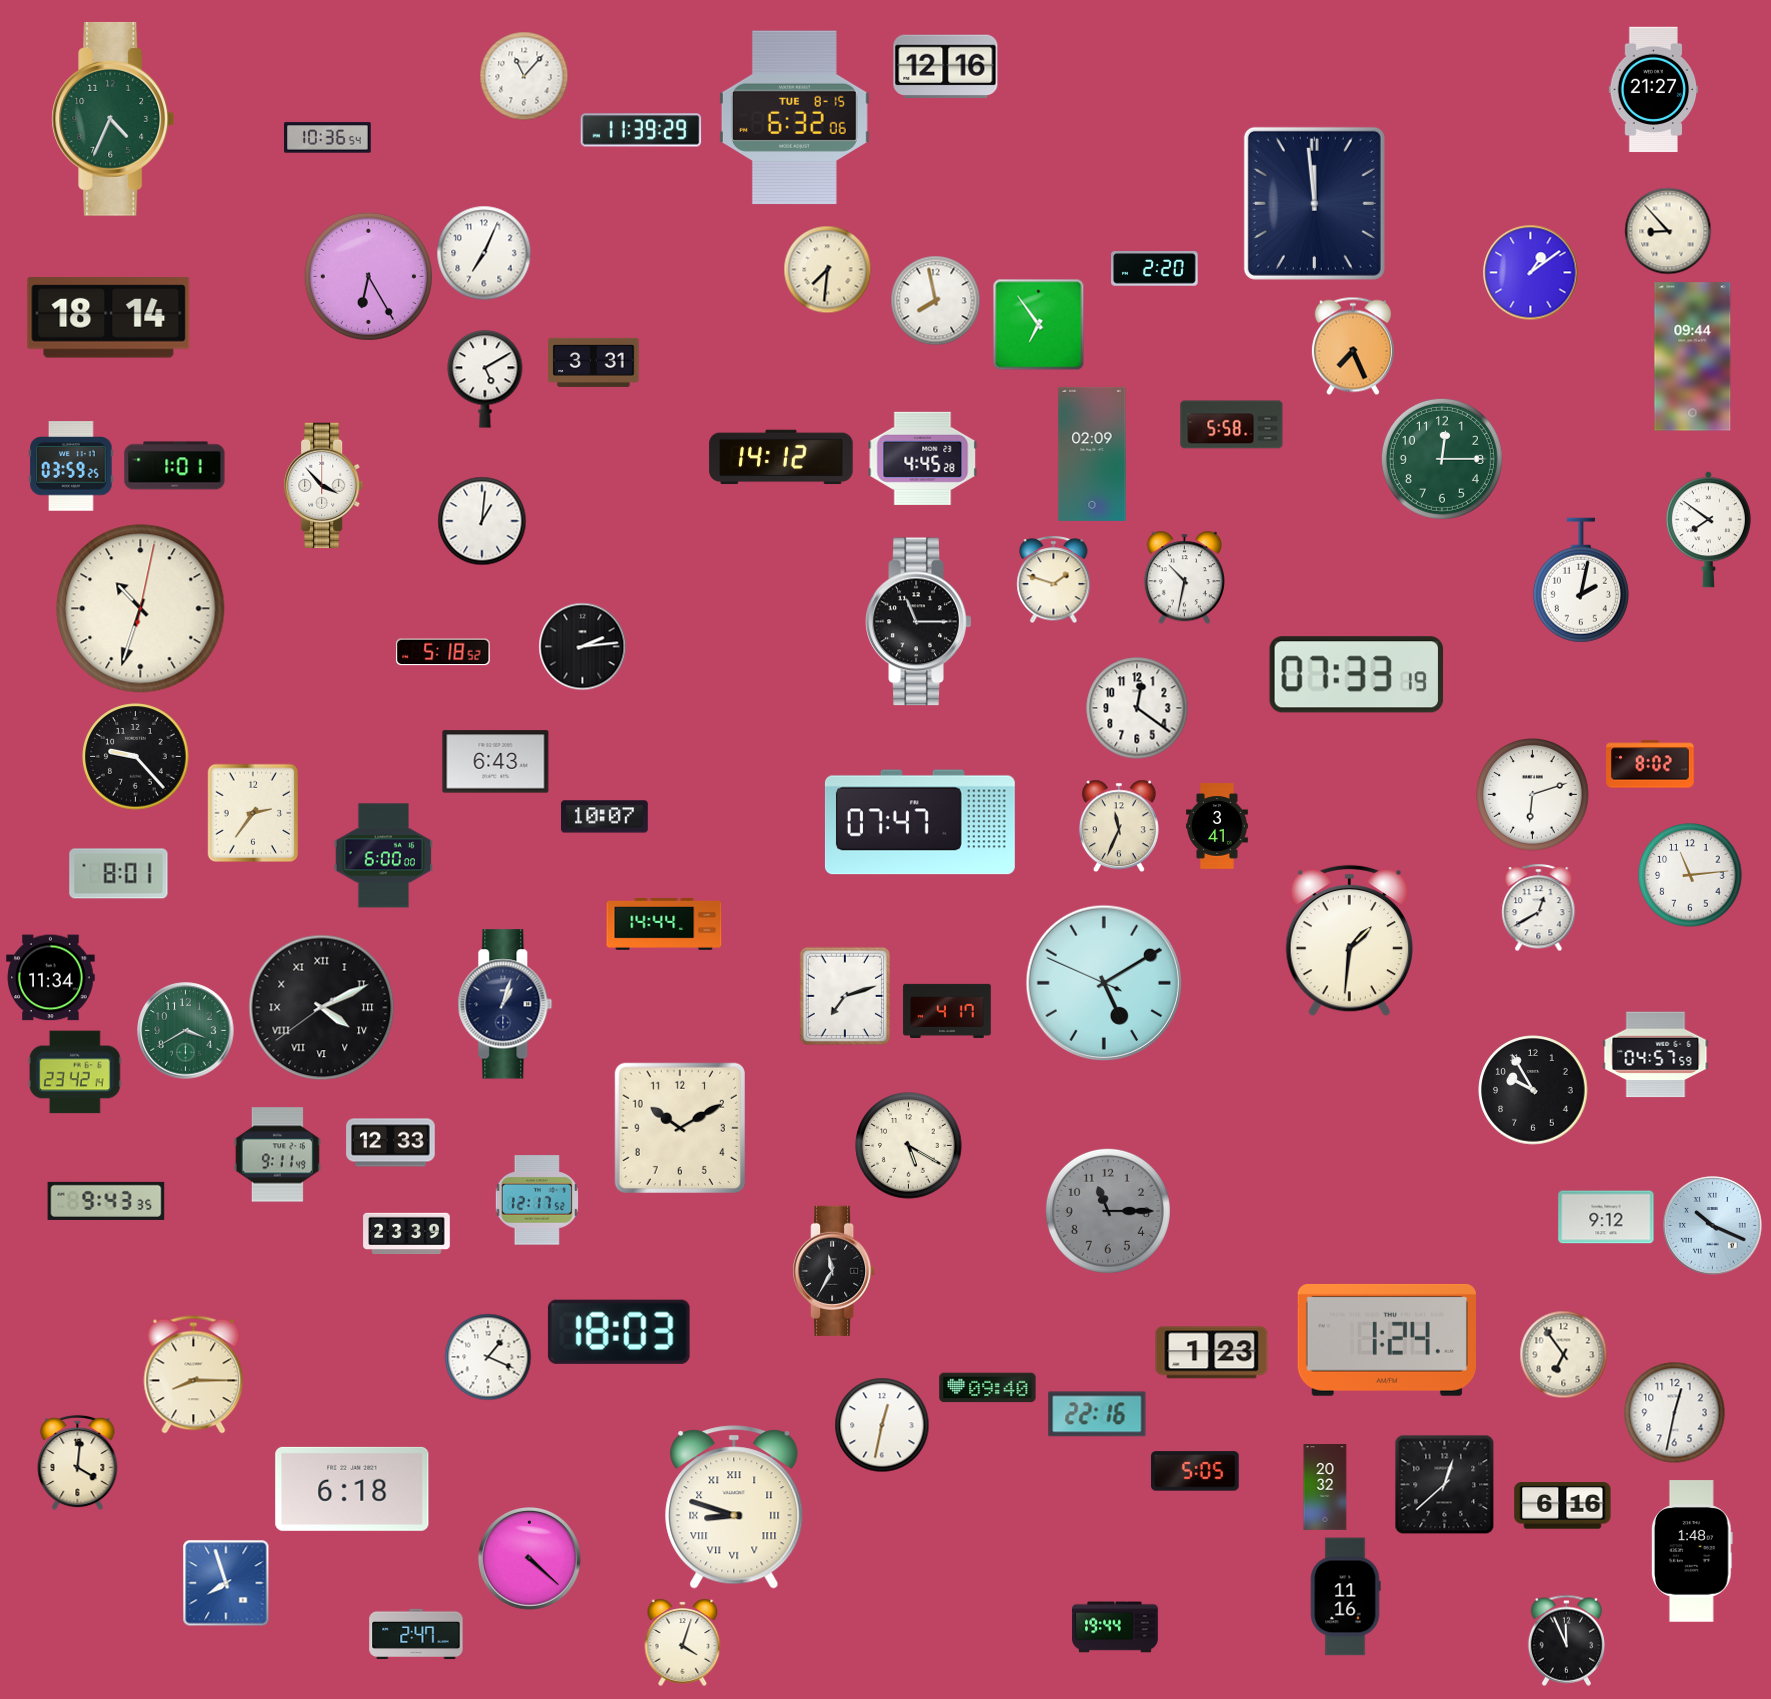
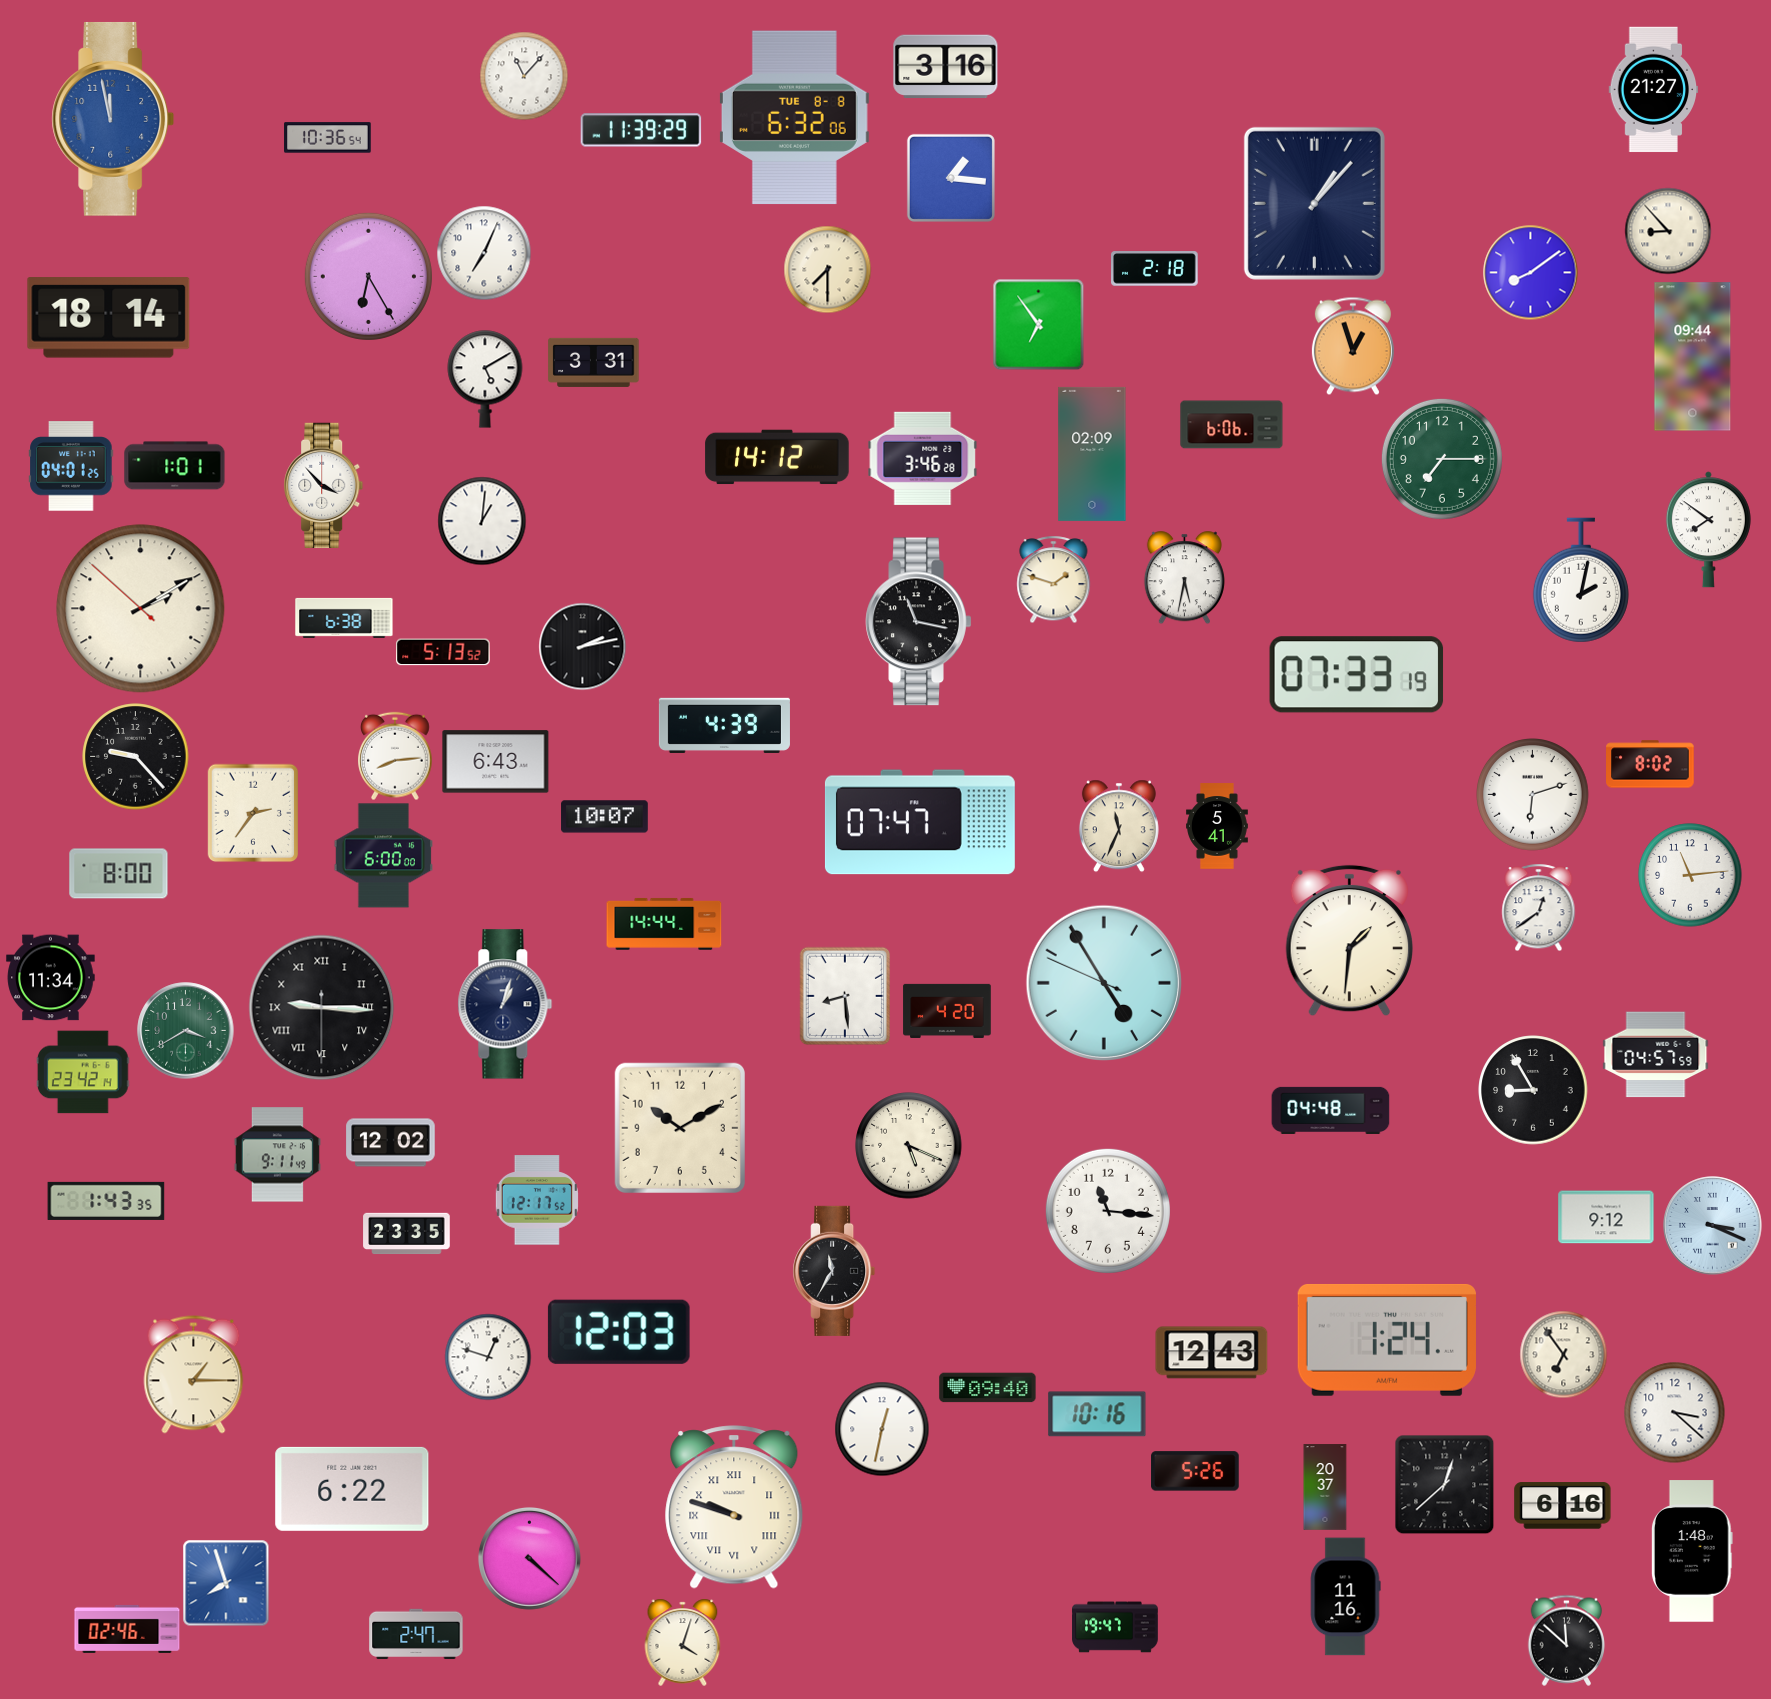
clock at (946, 67): 12:16 -> 3:16
clock at (794, 118) date: TUE 8-15 -> TUE 8-8
clock at (113, 119): 4:34 -> 11:58
clock at (113, 119) dial: green -> blue
clock at (951, 178): none -> 1:16
clock at (1314, 203): 11:59 -> 1:07
clock at (827, 269): 7:31 -> 7:30
clock at (1155, 269): 2:20 -> 2:18
clock at (1530, 272): 1:09 -> 8:09
clock at (935, 300): 7:58 -> none
clock at (1353, 346): 7:26 -> 12:57
clock at (1232, 425): 5:58 -> 6:06
clock at (781, 457) position: (781, 457) -> (777, 457)
clock at (923, 458): 4:45 -> 3:46
clock at (1442, 459): 12:15 -> 7:15
clock at (71, 466): 03:59 -> 04:01
clock at (1184, 577): 10:32 -> 5:32
clock at (141, 609): 10:33 -> 2:09
clock at (344, 618): none -> 6:38
clock at (919, 622): 11:15 -> 11:17
clock at (582, 646): 2:14 -> 2:13
clock at (443, 652): 5:18 -> 5:13
clock at (1137, 708): 12:21 -> none
clock at (724, 725): none -> 4:39
clock at (396, 756): none -> 8:14
clock at (1218, 826): 3:41 -> 5:41
clock at (119, 874): 8:01 -> 8:00
clock at (1539, 907): 12:40 -> 12:39
clock at (1104, 983): 5:09 -> 4:54
clock at (845, 996): 7:12 -> 8:29
clock at (322, 1008): 4:10 -> 9:15
clock at (947, 1011): 4:17 -> 4:20
clock at (75, 1072) position: (75, 1072) -> (83, 1072)
clock at (1533, 1090): 9:55 -> 8:55
clock at (1331, 1110): none -> 04:48
clock at (391, 1143): 12:33 -> 12:02
clock at (909, 1146): 5:20 -> 5:19
clock at (106, 1201): 9:43 -> 1:43
clock at (1108, 1211): 11:15 -> 11:16
clock at (1108, 1211) dial: grey -> white
clock at (1713, 1226): 10:19 -> 3:19
clock at (407, 1234): 23:39 -> 23:35
clock at (619, 1332): 18:03 -> 12:03
clock at (1212, 1353): 1:23 -> 12:43
clock at (488, 1357): 1:19 -> 12:48
clock at (194, 1375): 8:15 -> 1:15
clock at (1675, 1413): 12:32 -> 3:22
clock at (1097, 1414): 22:16 -> 10:16
clock at (882, 1425) position: (882, 1425) -> (882, 1429)
clock at (78, 1462): 4:01 -> none
clock at (1195, 1471): 5:05 -> 5:26
clock at (1325, 1487): 20:32 -> 20:37
clock at (352, 1489): 6:18 -> 6:22
clock at (734, 1507): 8:48 -> 9:48
clock at (1115, 1627): 19:44 -> 19:47
clock at (127, 1629): none -> 02:46
clock at (1567, 1640): 11:56 -> 11:52
